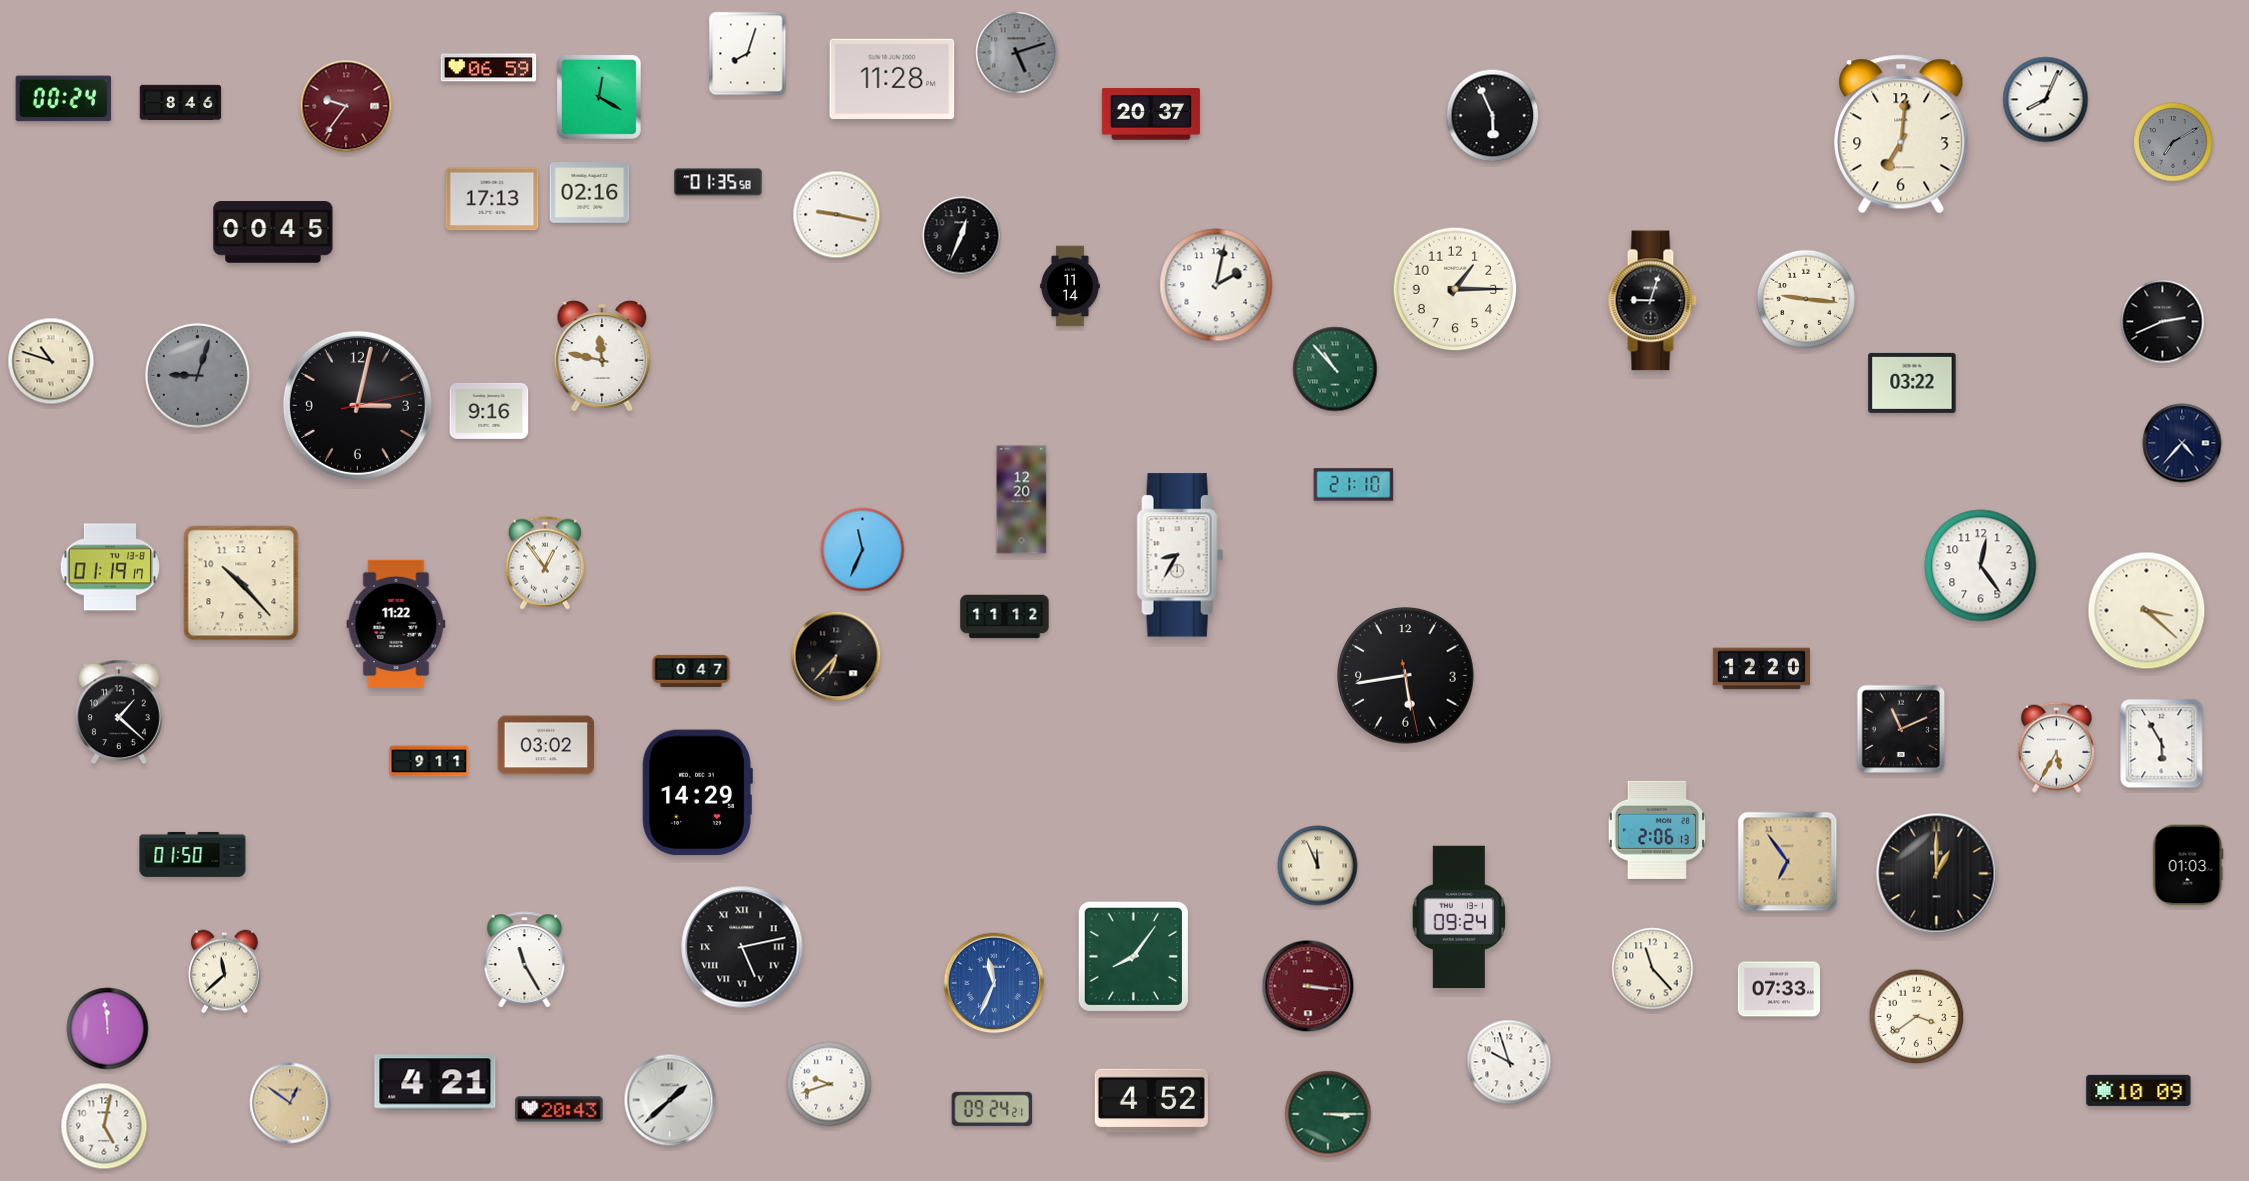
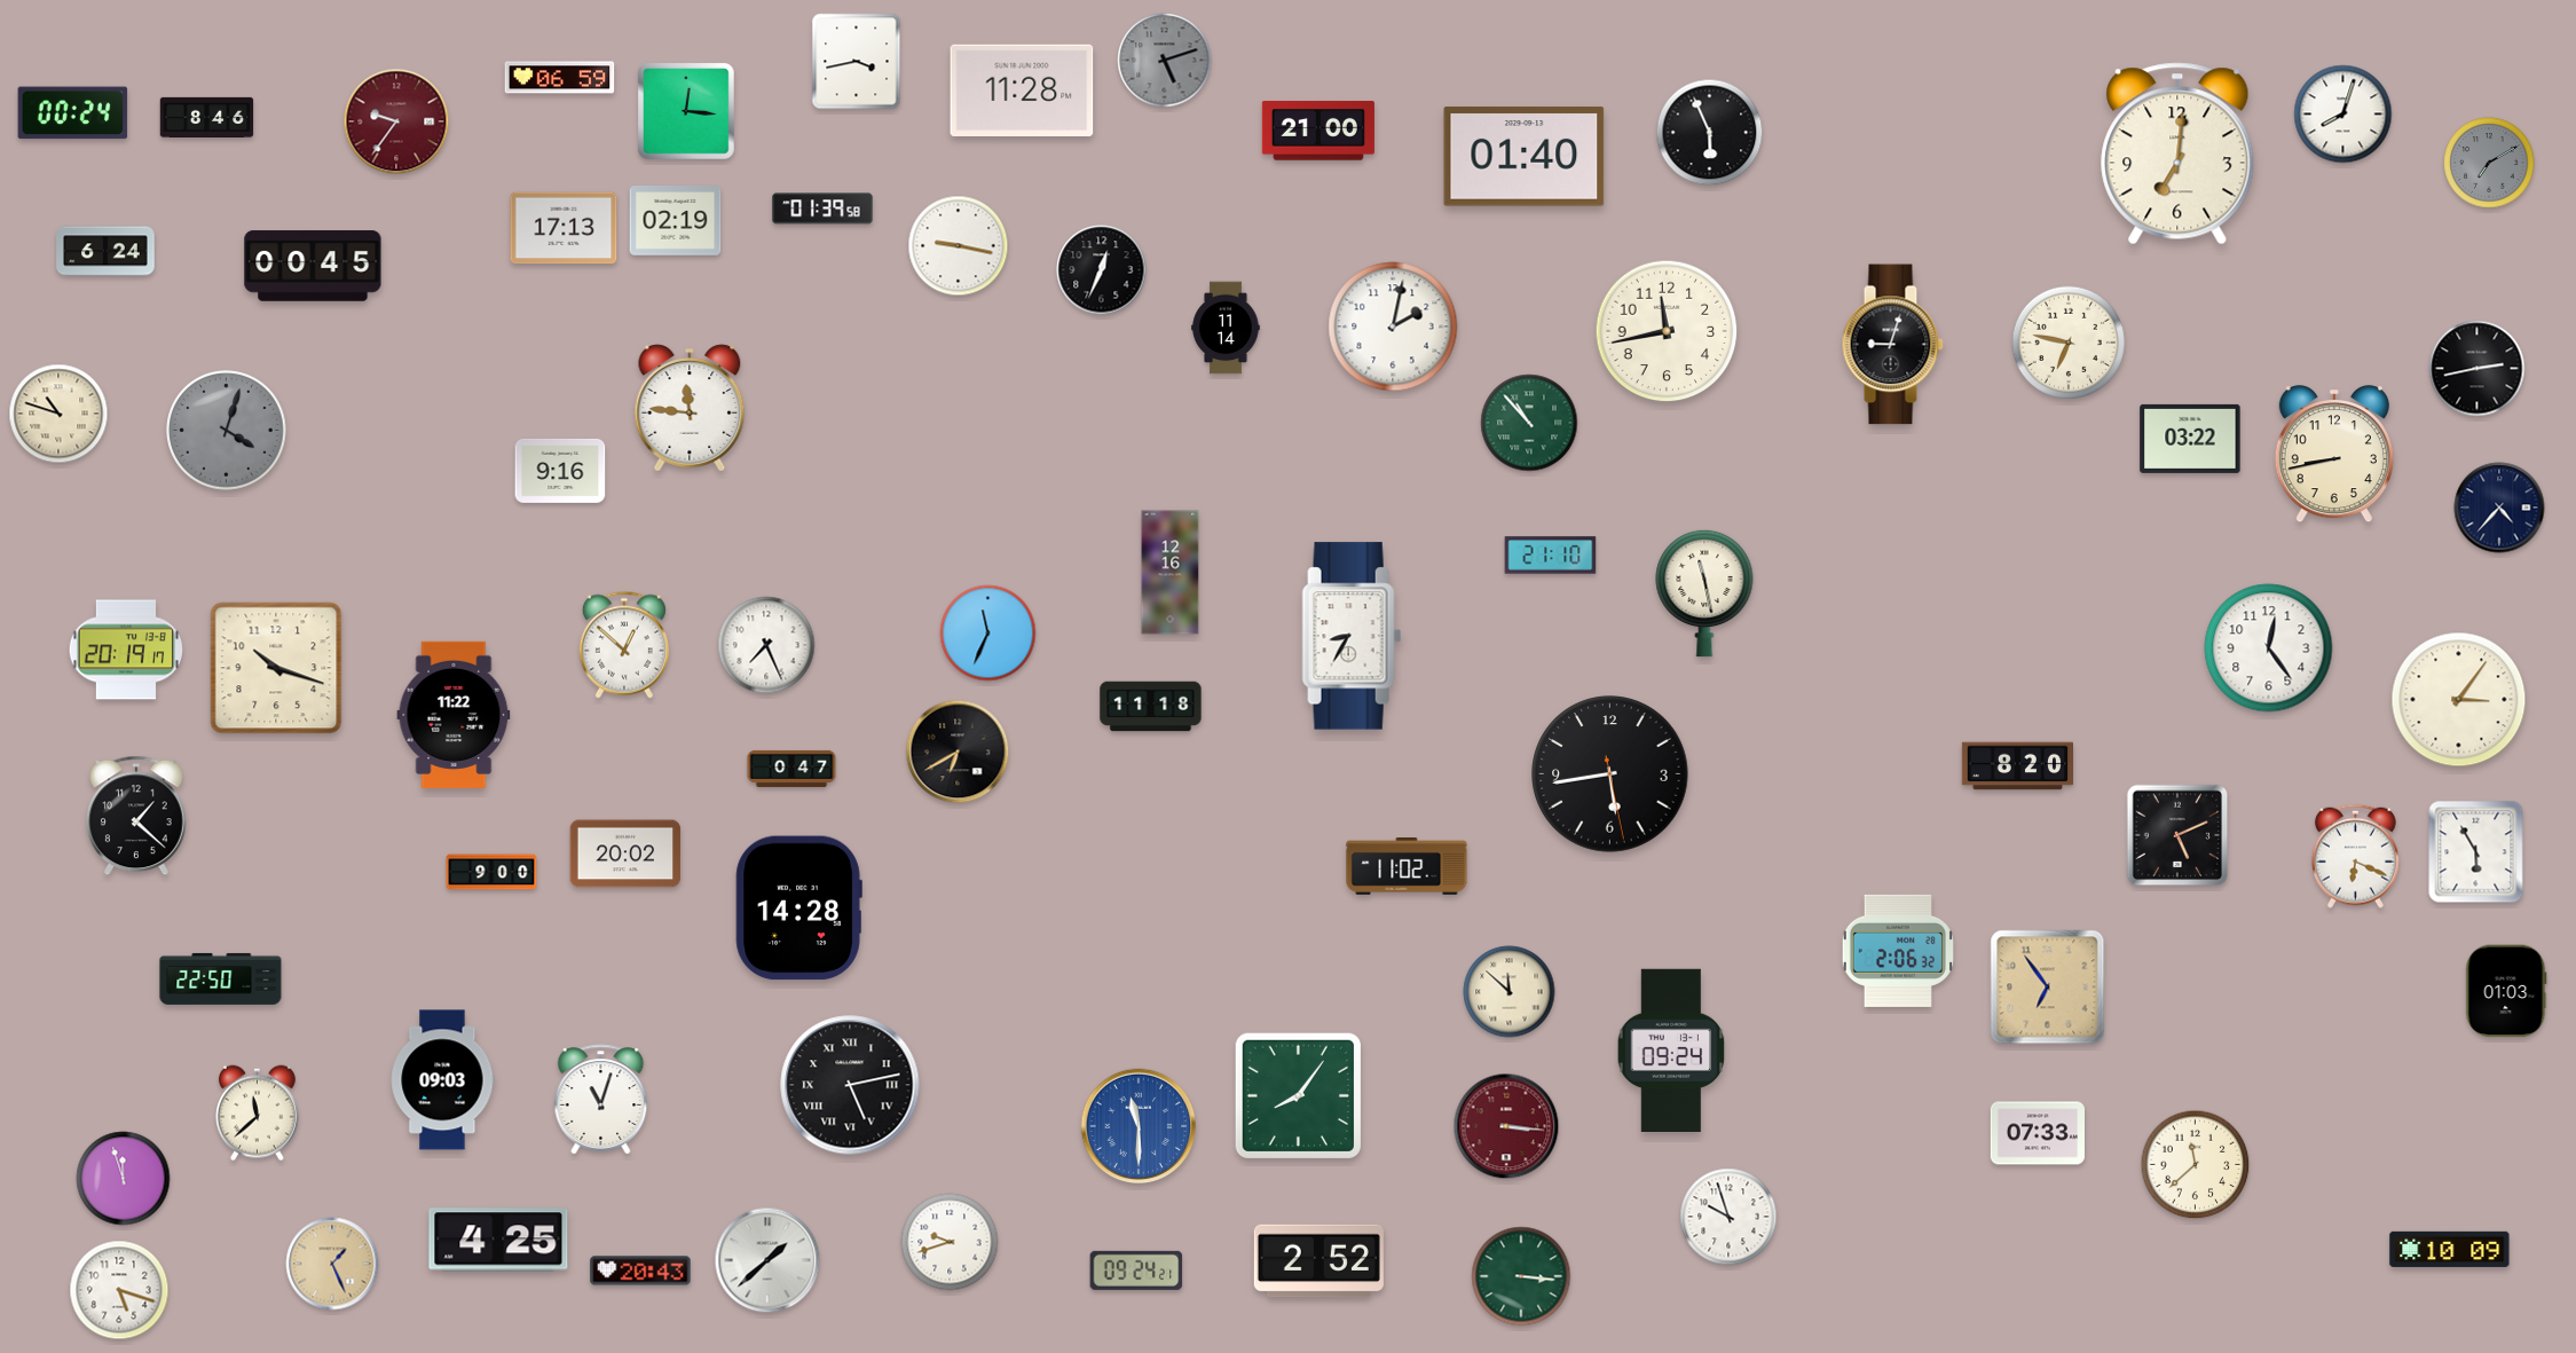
clock at (748, 54): 8:03 -> 3:43
clock at (600, 98): 12:20 -> 12:16
clock at (2046, 100): 8:04 -> 8:03
clock at (1151, 114): 20:37 -> 21:00
clock at (1525, 157): none -> 01:40
clock at (718, 182): 01:35 -> 01:39
clock at (590, 193): 02:16 -> 02:19
clock at (105, 251): none -> 6:24
clock at (1455, 289): 1:15 -> 11:43
clock at (1805, 298): 9:16 -> 6:47
clock at (2163, 322): 2:41 -> 2:43
clock at (602, 356): 11:47 -> 11:46
clock at (198, 376): 9:03 -> 4:03
clock at (2334, 455): none -> 8:43
clock at (357, 405): 3:02 -> none
clock at (1022, 500): 12:20 -> 12:16
clock at (1704, 593): none -> 11:28
clock at (863, 550) position: (863, 550) -> (988, 634)
clock at (545, 563): 12:54 -> 12:52
clock at (766, 645): none -> 7:26
clock at (110, 567): 01:19 -> 20:19
clock at (241, 583): 10:23 -> 10:18
clock at (2147, 611): 3:22 -> 3:06
clock at (1005, 617): 11:12 -> 11:18
clock at (836, 656): 6:37 -> 6:40
clock at (1761, 669): 12:20 -> 8:20
clock at (1901, 729): 11:11 -> 5:11
clock at (546, 745): 03:02 -> 20:02
clock at (2056, 747): 5:35 -> 6:19
clock at (1407, 867): none -> 11:02
clock at (429, 761): 9:11 -> 9:00
clock at (697, 793): 14:29 -> 14:28
clock at (1657, 830): 2:06:13 -> 2:06:32
clock at (193, 854): 01:50 -> 22:50
clock at (1318, 866): 11:56 -> 11:52
clock at (1937, 874): 1:00 -> none
clock at (442, 1080): none -> 09:03
clock at (525, 960): 11:25 -> 11:03
clock at (1653, 969): 11:23 -> none
clock at (994, 983): 11:34 -> 11:30
clock at (1308, 986) position: (1308, 986) -> (1506, 1126)
clock at (1917, 1017): 3:39 -> 11:38
clock at (108, 1029): 11:59 -> 11:57
clock at (435, 1082): 4:21 -> 4:25
clock at (1151, 1101): 4:52 -> 2:52
clock at (290, 1103): 12:51 -> 1:26
clock at (1328, 1114): 3:15 -> 3:16
clock at (104, 1126): 5:02 -> 5:18
